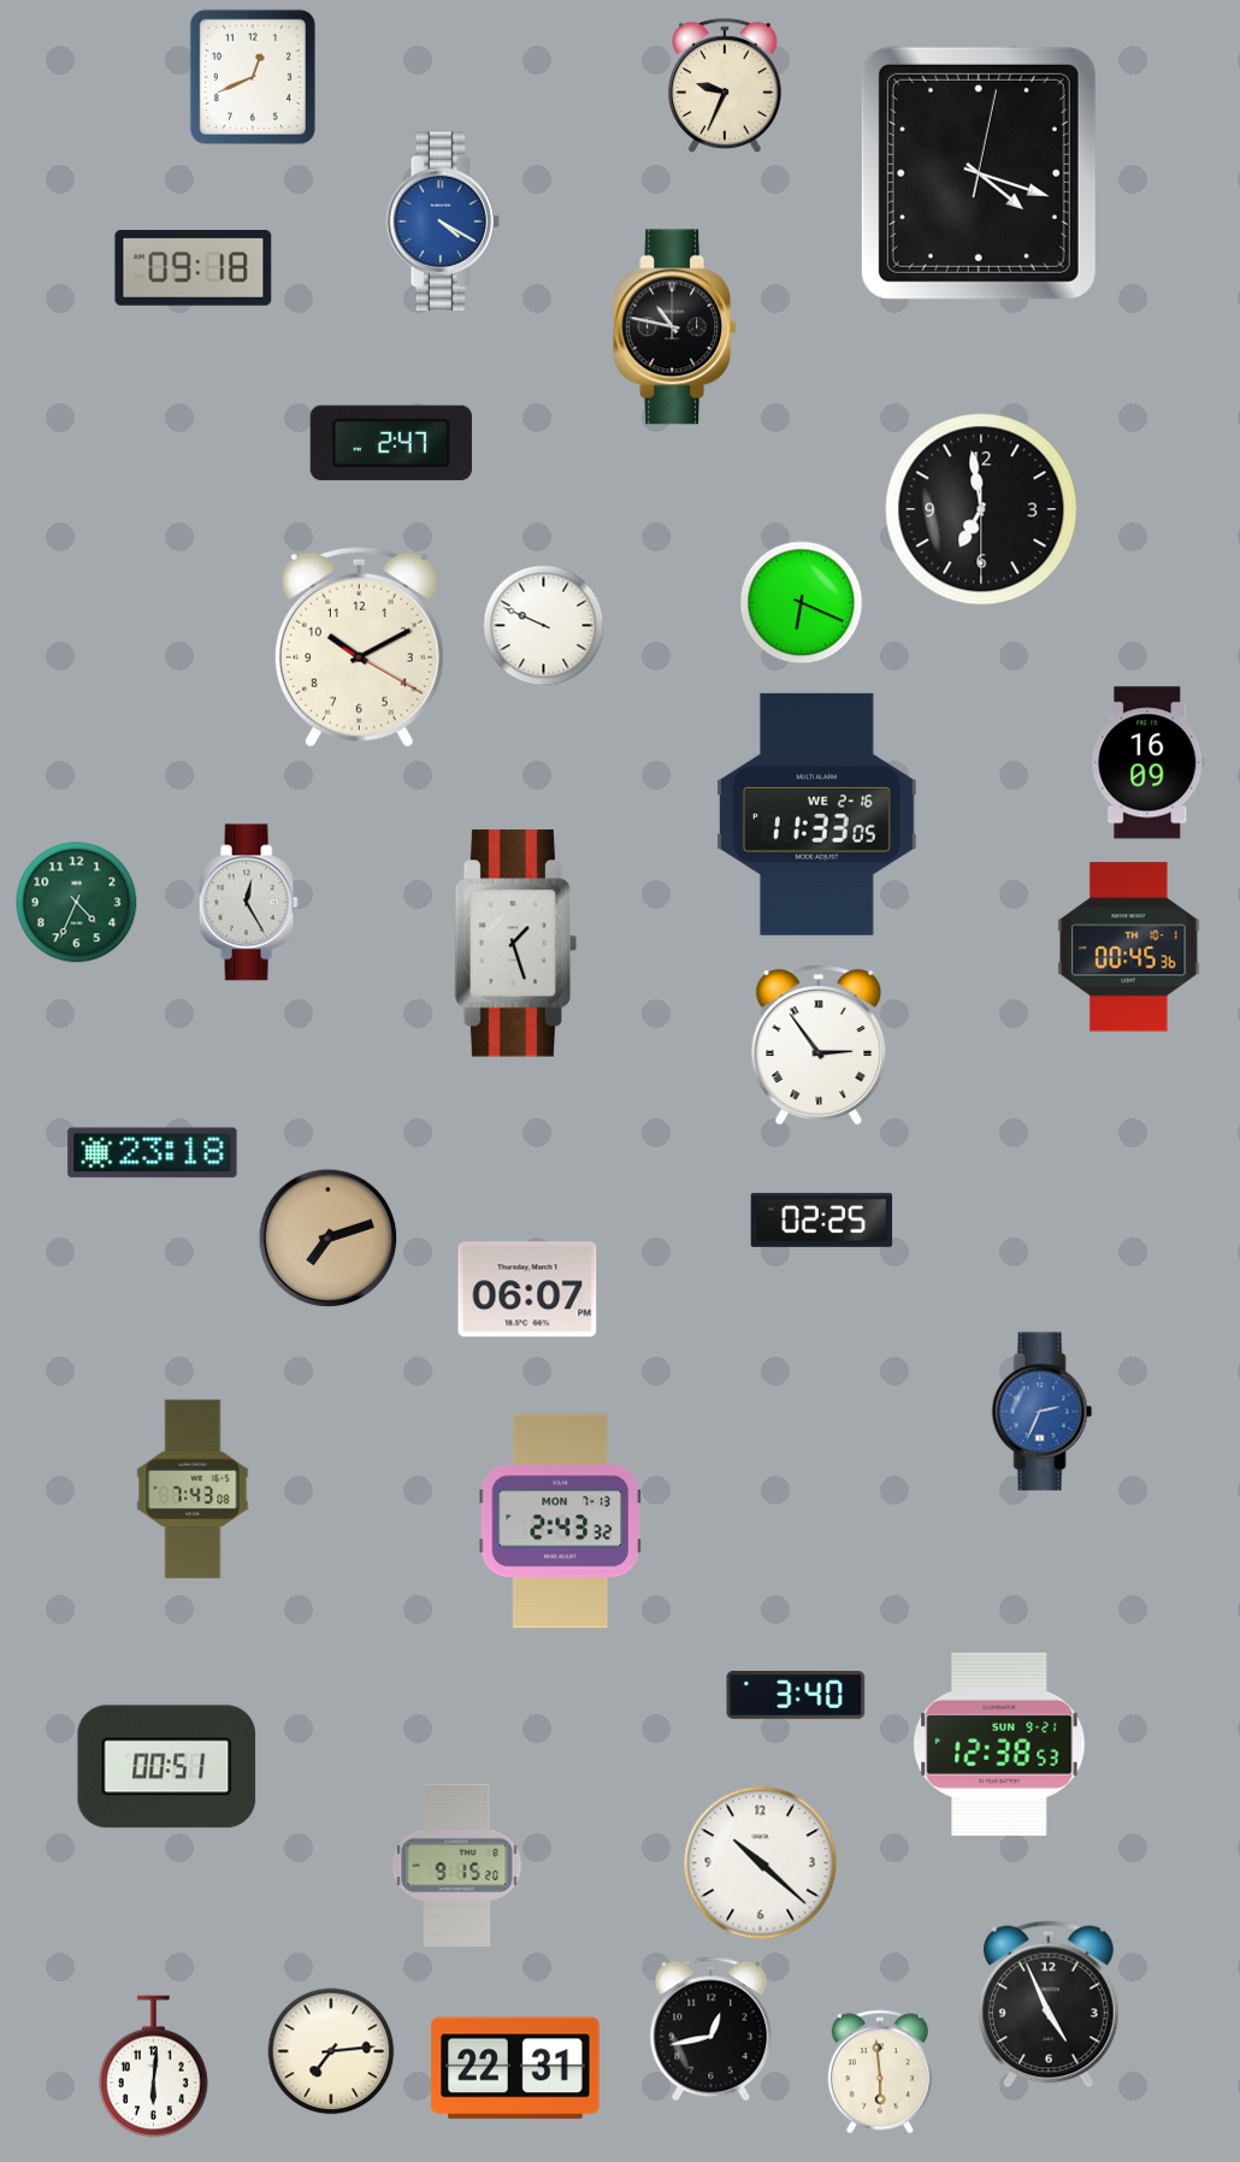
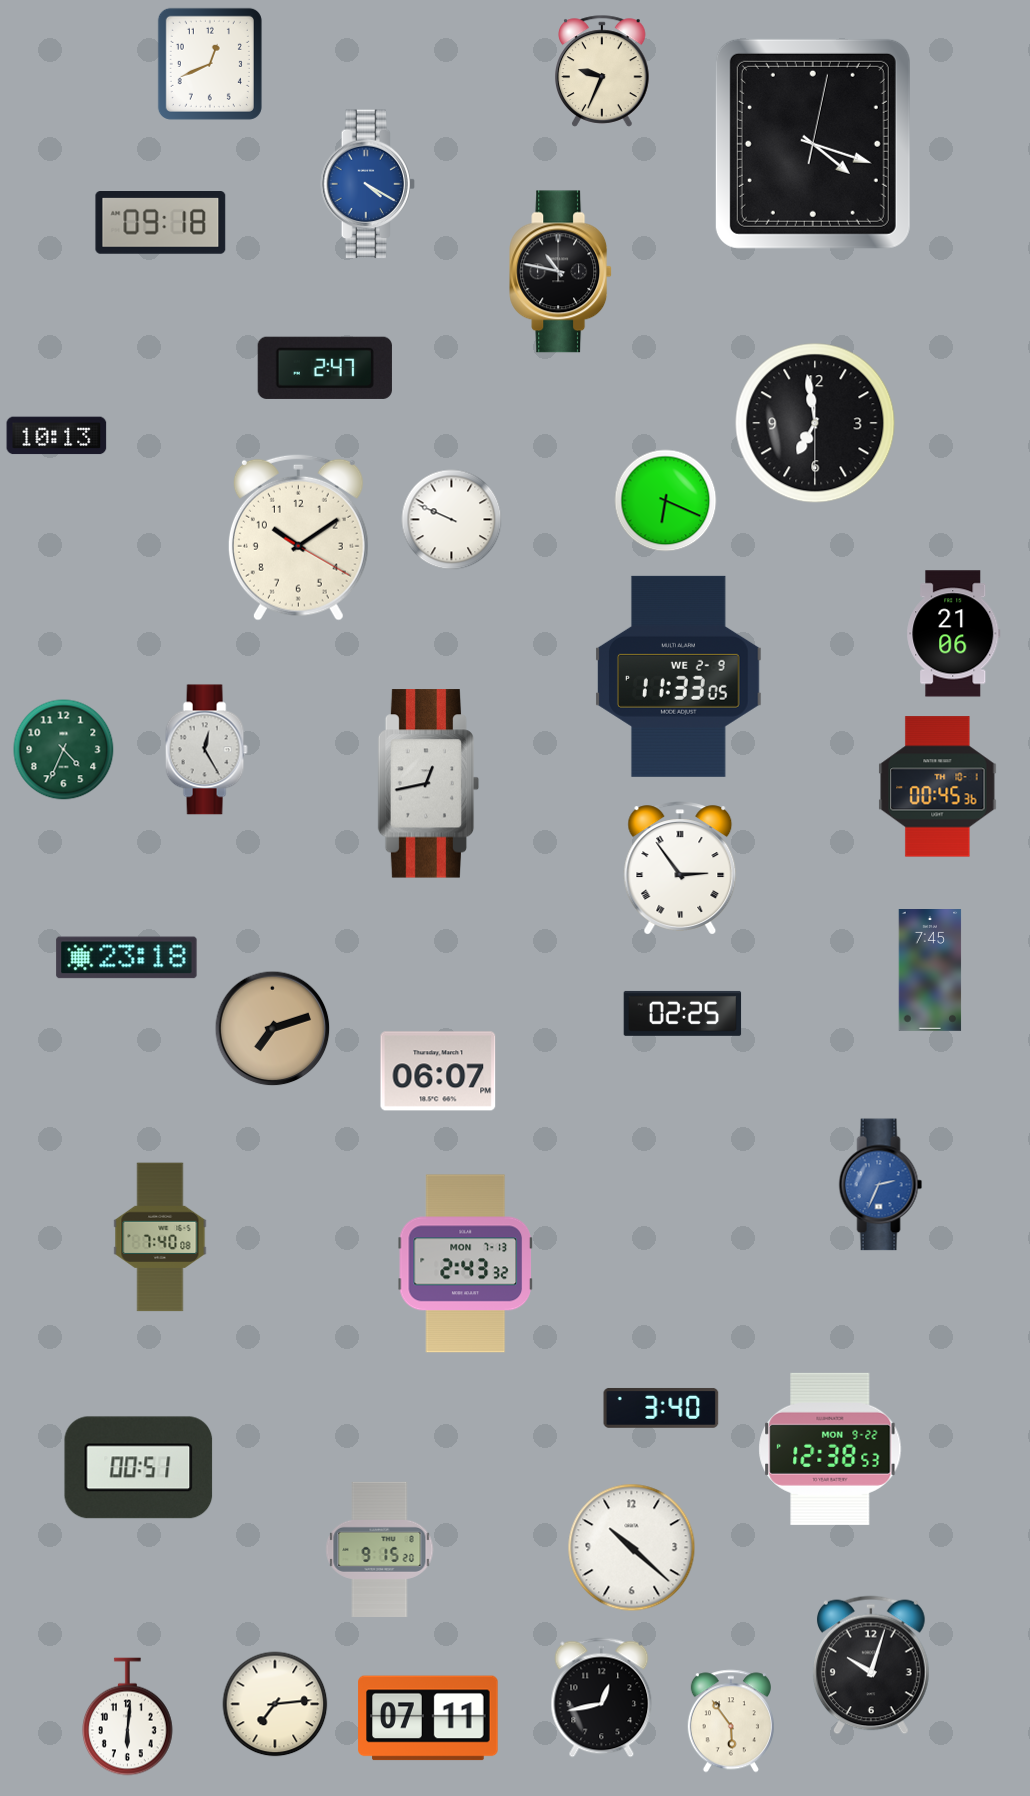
clock at (57, 436): none -> 10:13
clock at (359, 646): 10:10 -> 10:09
clock at (1149, 763): 16:09 -> 21:06
clock at (817, 814) date: WE 2-16 -> WE 2-9
clock at (516, 944): 1:27 -> 12:43
clock at (930, 971): none -> 7:45
clock at (1043, 1412) position: (1043, 1412) -> (881, 1185)
clock at (193, 1489): 7:43 -> 7:40
clock at (999, 1744) date: SUN 9-21 -> MON 9-22
clock at (1050, 2004): 4:56 -> 10:03
clock at (711, 2030) position: (711, 2030) -> (602, 1698)
clock at (515, 2068): 22:31 -> 07:11
clock at (880, 2072): 5:59 -> 5:54
